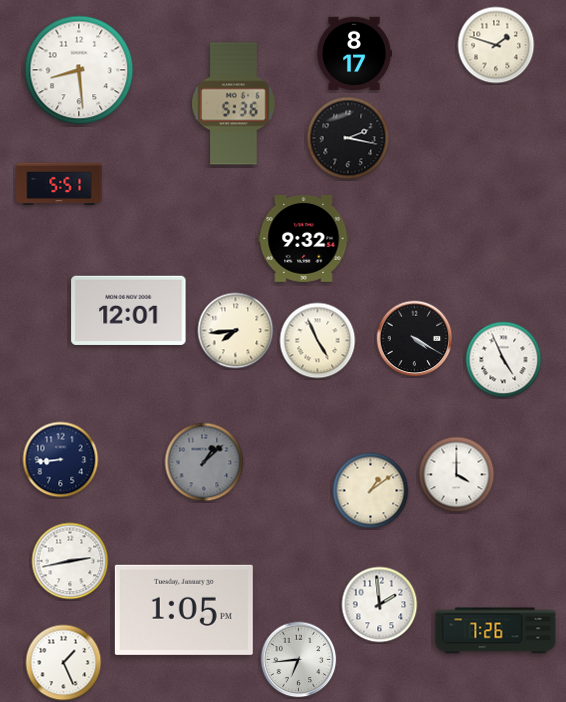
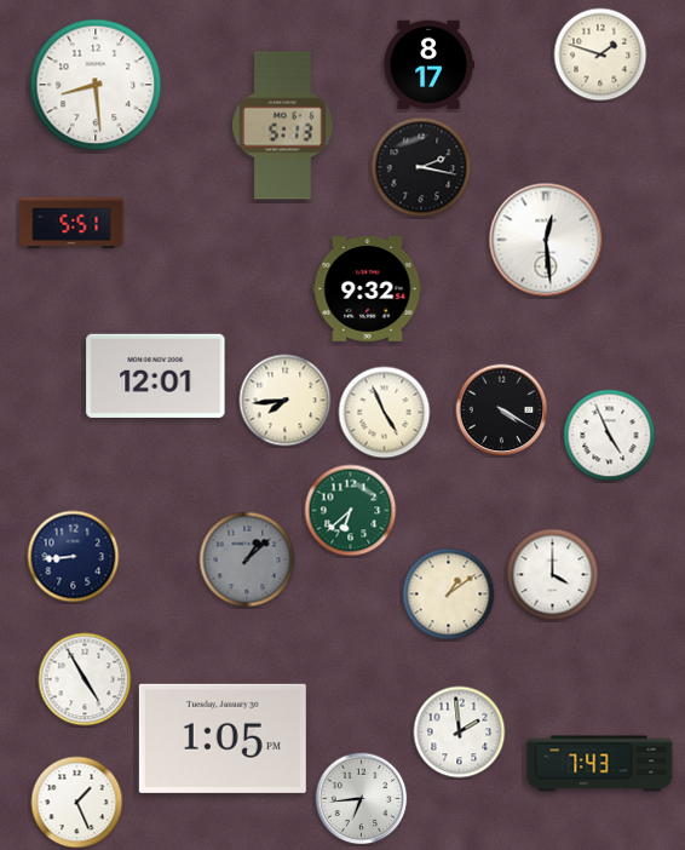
clock at (234, 104): 5:36 -> 5:13
clock at (546, 240): none -> 12:29
clock at (351, 511): none -> 6:38
clock at (70, 561): 2:43 -> 4:55
clock at (496, 631): 7:26 -> 7:43
